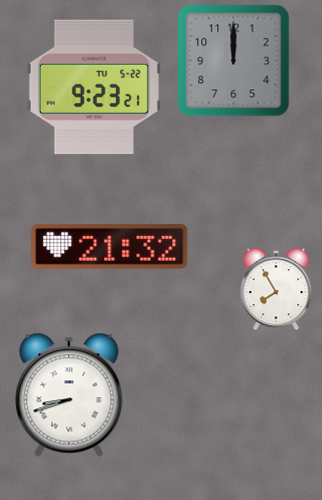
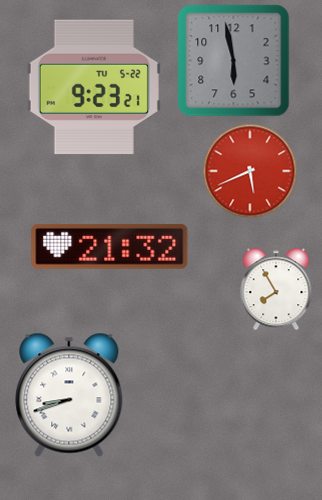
clock at (234, 61): 12:00 -> 5:58
clock at (250, 171): none -> 5:41
